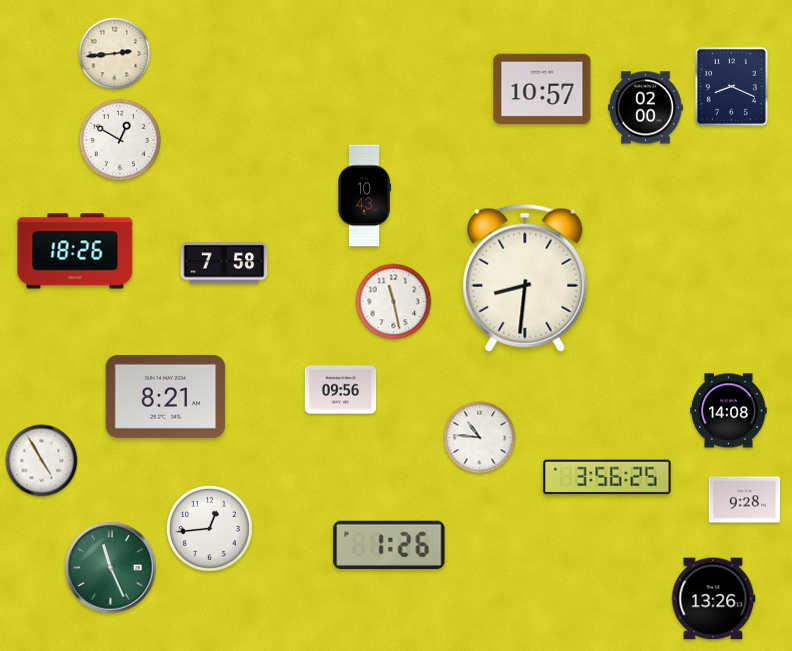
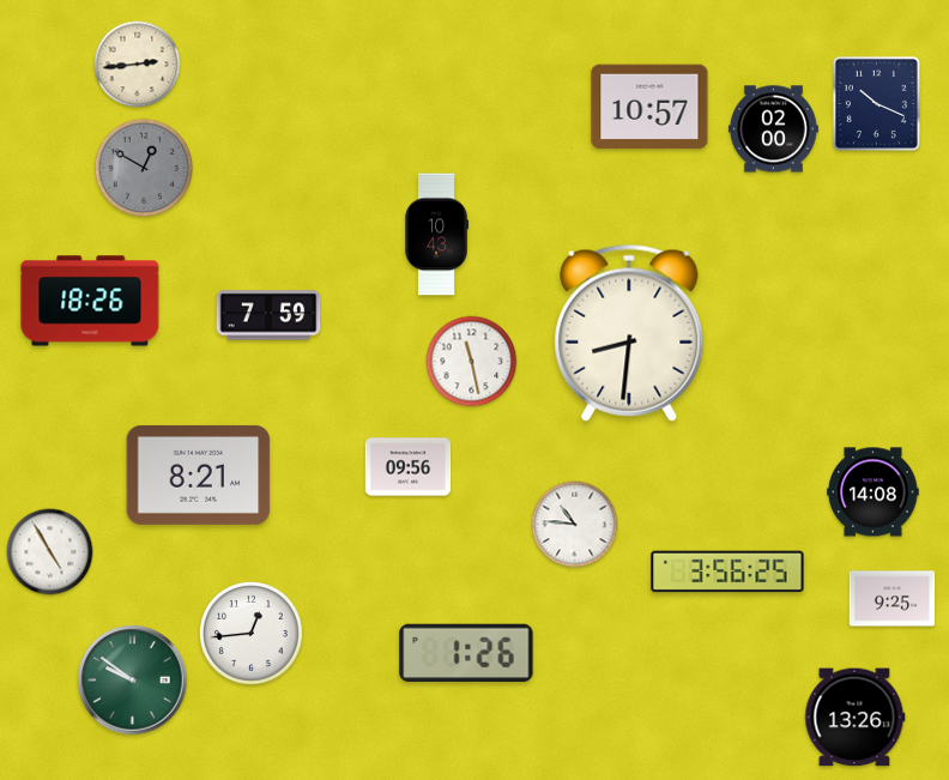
clock at (731, 86): 8:19 -> 10:19
clock at (119, 139) dial: white -> grey
clock at (224, 263): 7:58 -> 7:59
clock at (745, 500): 9:28 -> 9:25
clock at (111, 568): 11:26 -> 9:51
